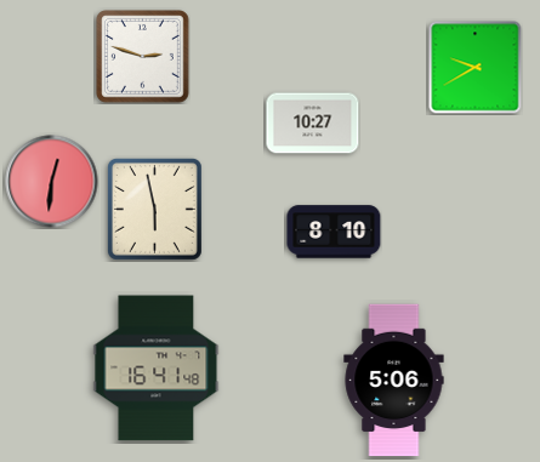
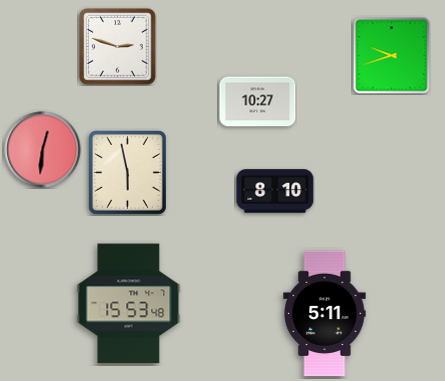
clock at (476, 68): 9:40 -> 9:42
clock at (157, 369): 16:41 -> 15:53
clock at (394, 381): 5:06 -> 5:11
